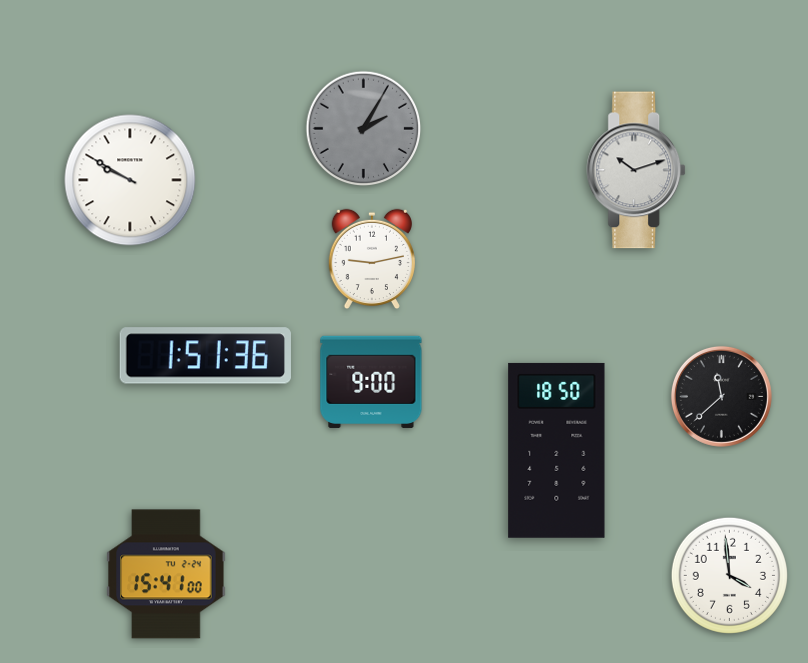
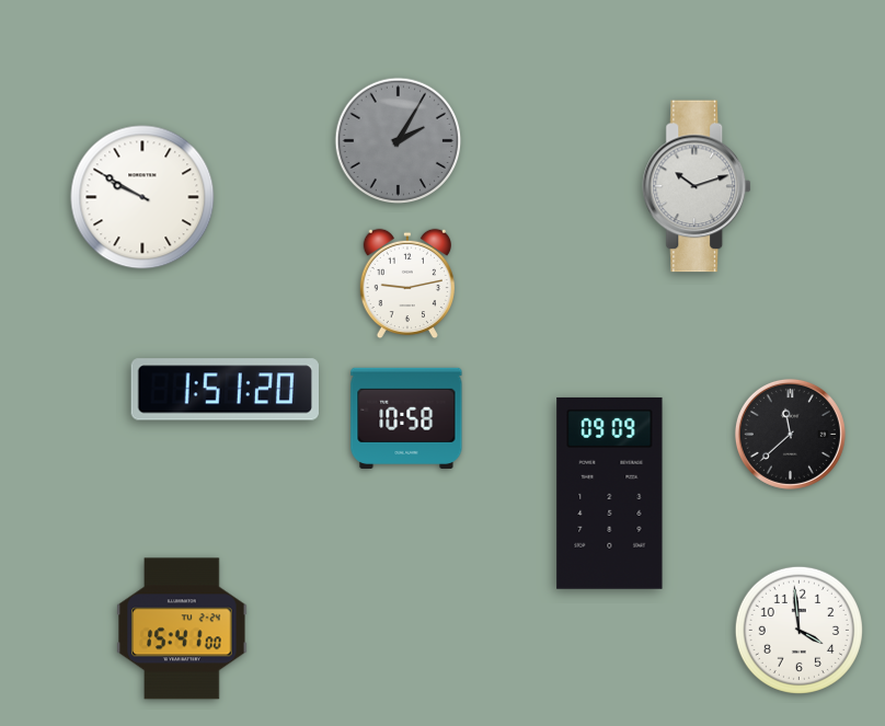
clock at (205, 356): 1:51:36 -> 1:51:20
clock at (371, 382): 9:00 -> 10:58
clock at (557, 450): 18:50 -> 09:09
